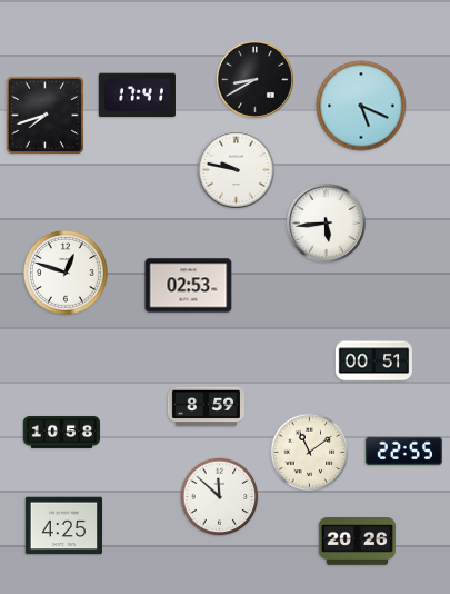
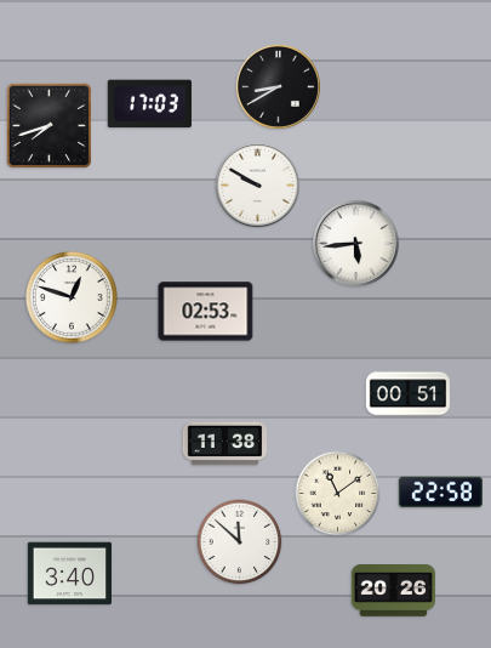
clock at (137, 96): 17:41 -> 17:03
clock at (361, 106): 5:19 -> none
clock at (236, 169): 9:47 -> 9:50
clock at (207, 407): 8:59 -> 11:38
clock at (62, 432): 10:58 -> none
clock at (403, 452): 22:55 -> 22:58
clock at (63, 526): 4:25 -> 3:40
clock at (357, 542) position: (357, 542) -> (393, 591)
